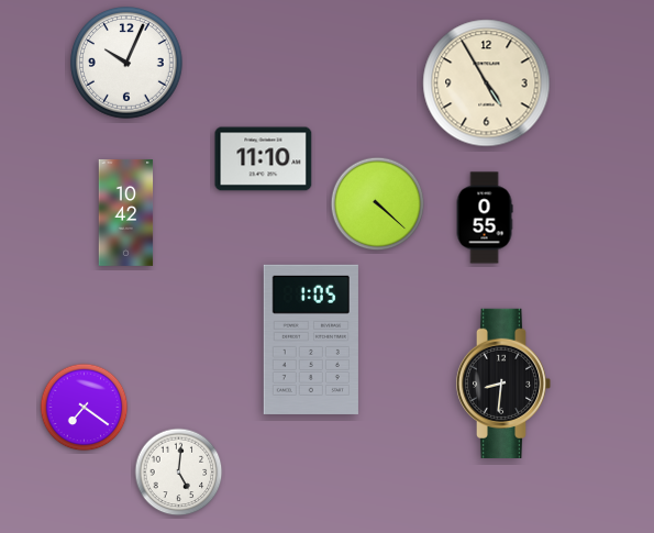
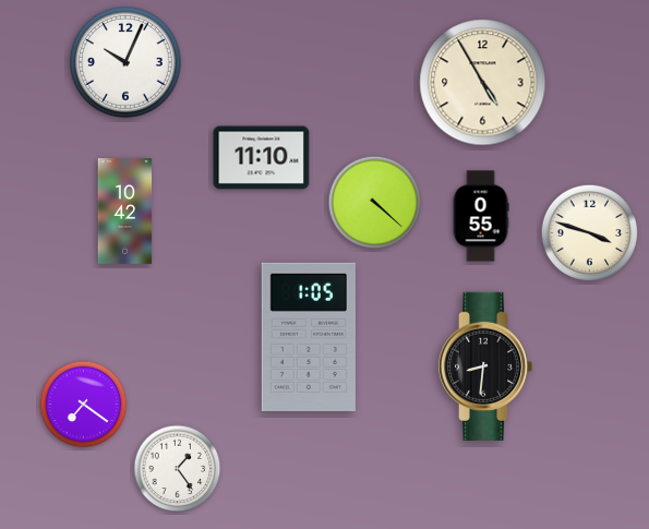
clock at (589, 232): none -> 3:48
clock at (503, 384) position: (503, 384) -> (485, 366)
clock at (179, 473): 5:01 -> 1:24
